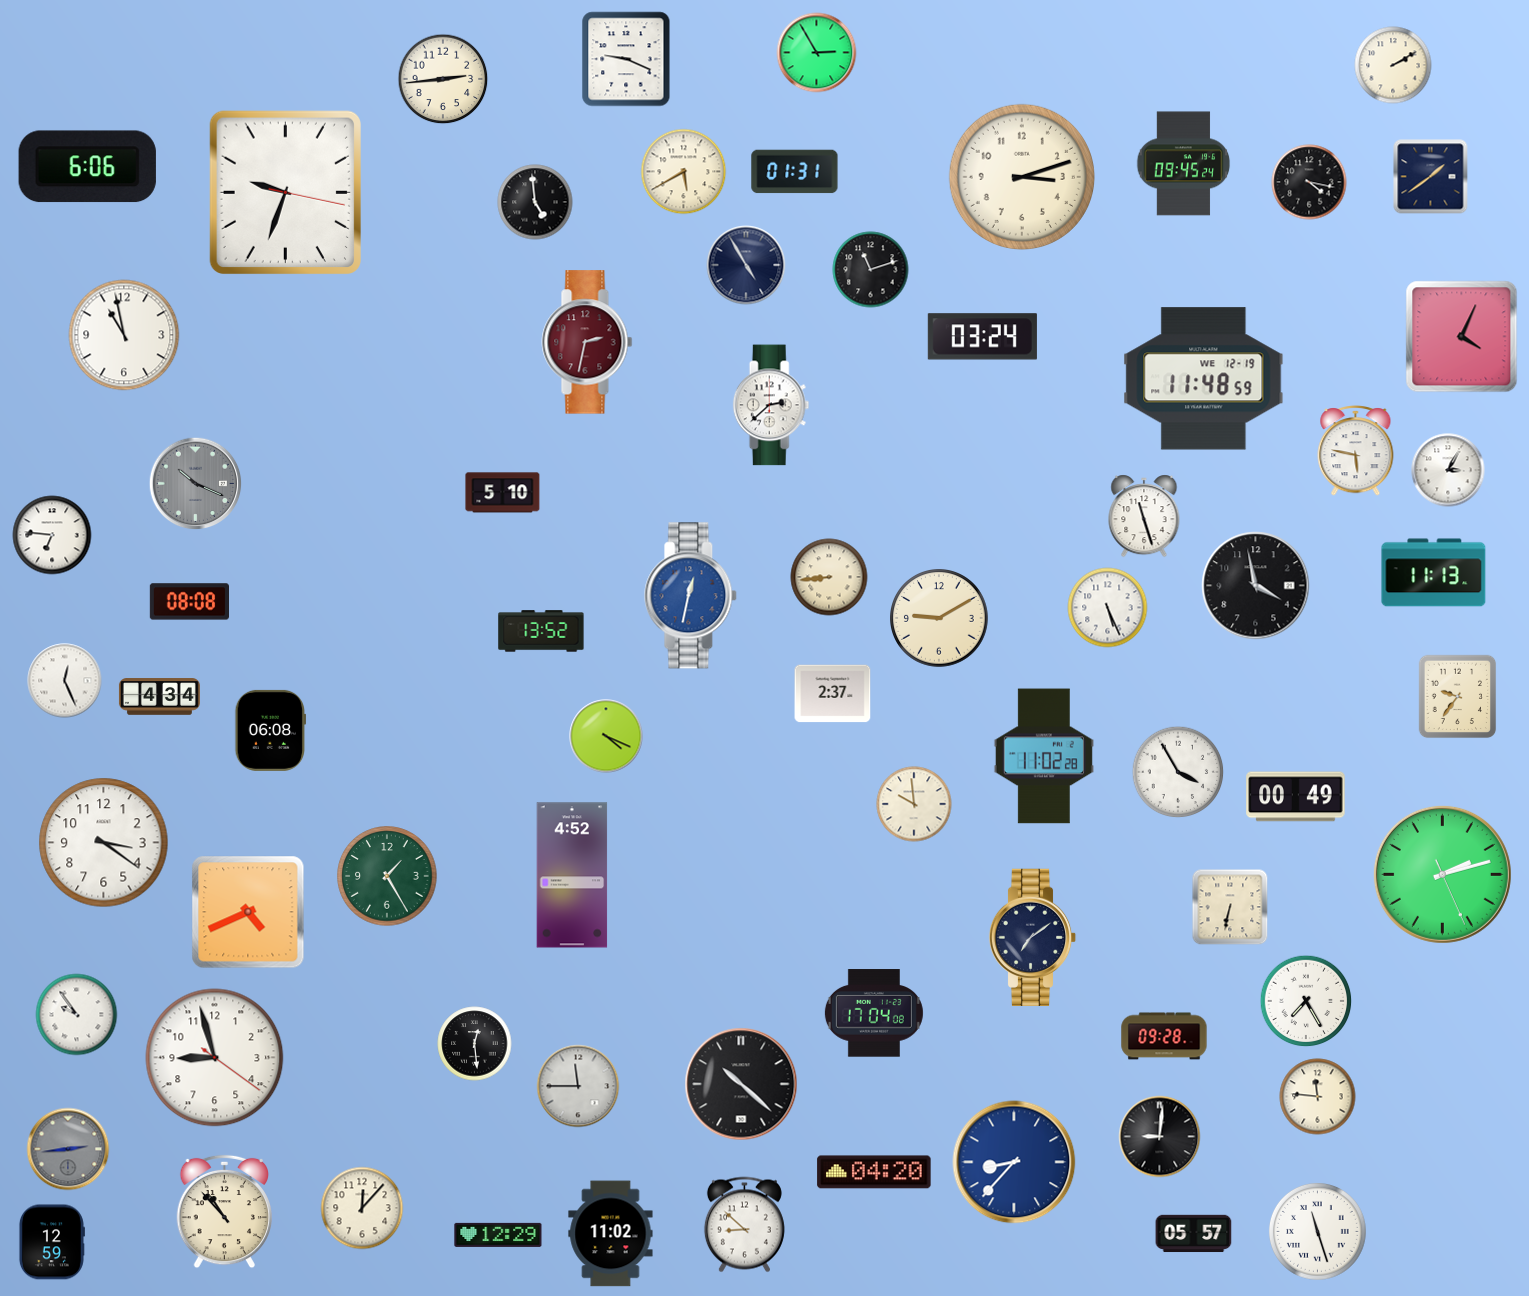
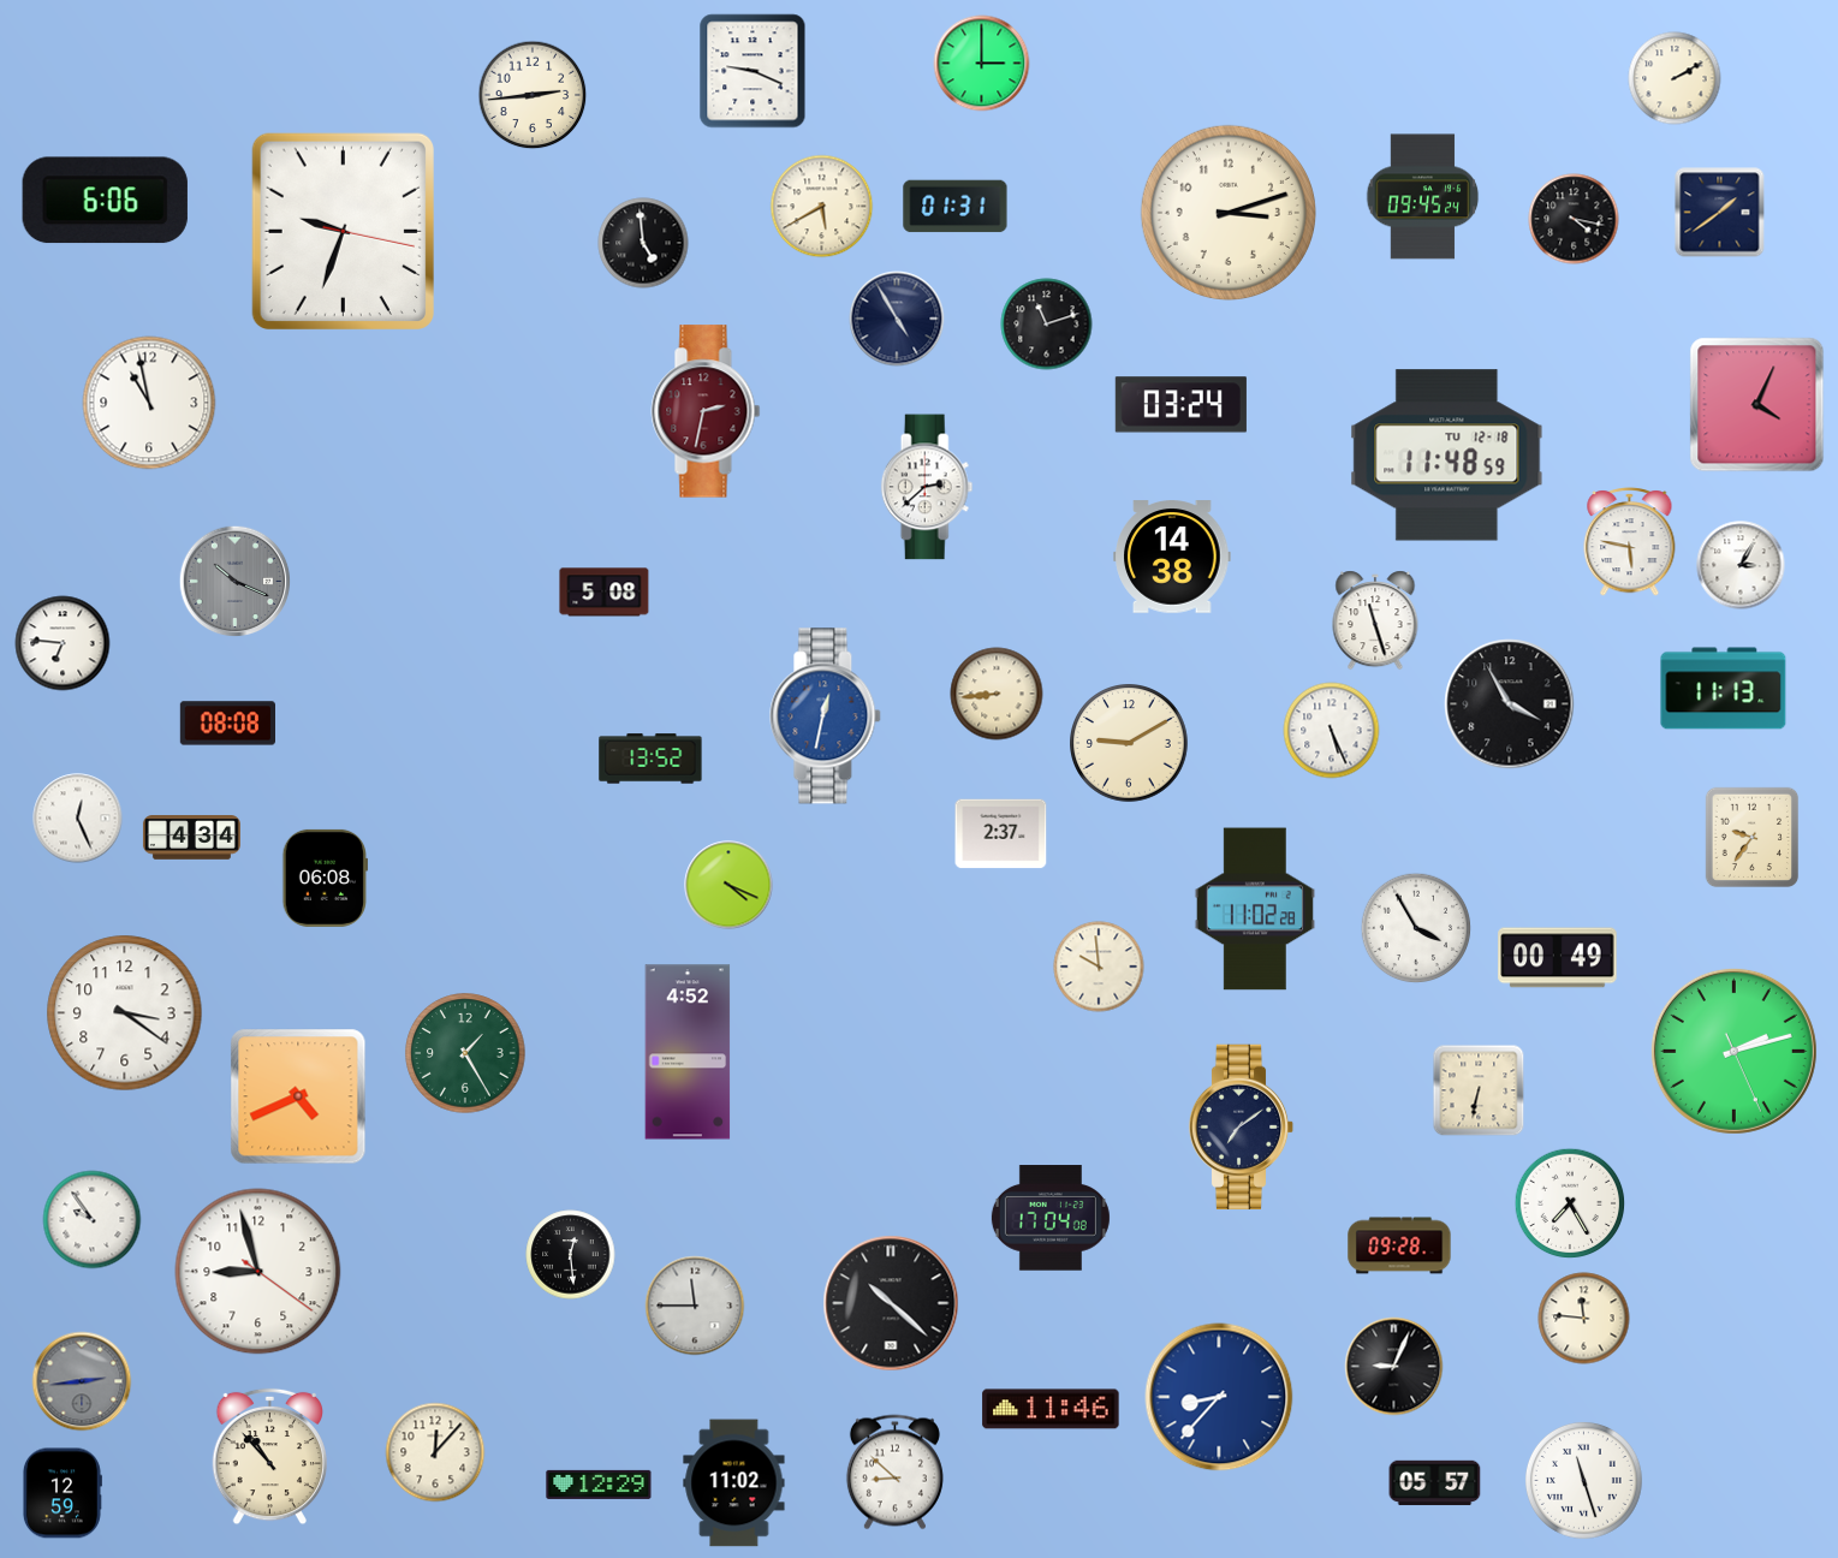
clock at (817, 53): 2:55 -> 3:00
clock at (1204, 379) date: WE 12-19 -> TU 12-18
clock at (1172, 557): none -> 14:38
clock at (503, 493): 5:10 -> 5:08
clock at (1256, 586): 3:58 -> 3:55
clock at (691, 596) position: (691, 596) -> (826, 716)
clock at (1160, 1137): 9:01 -> 9:04
clock at (874, 1172): 04:20 -> 11:46
